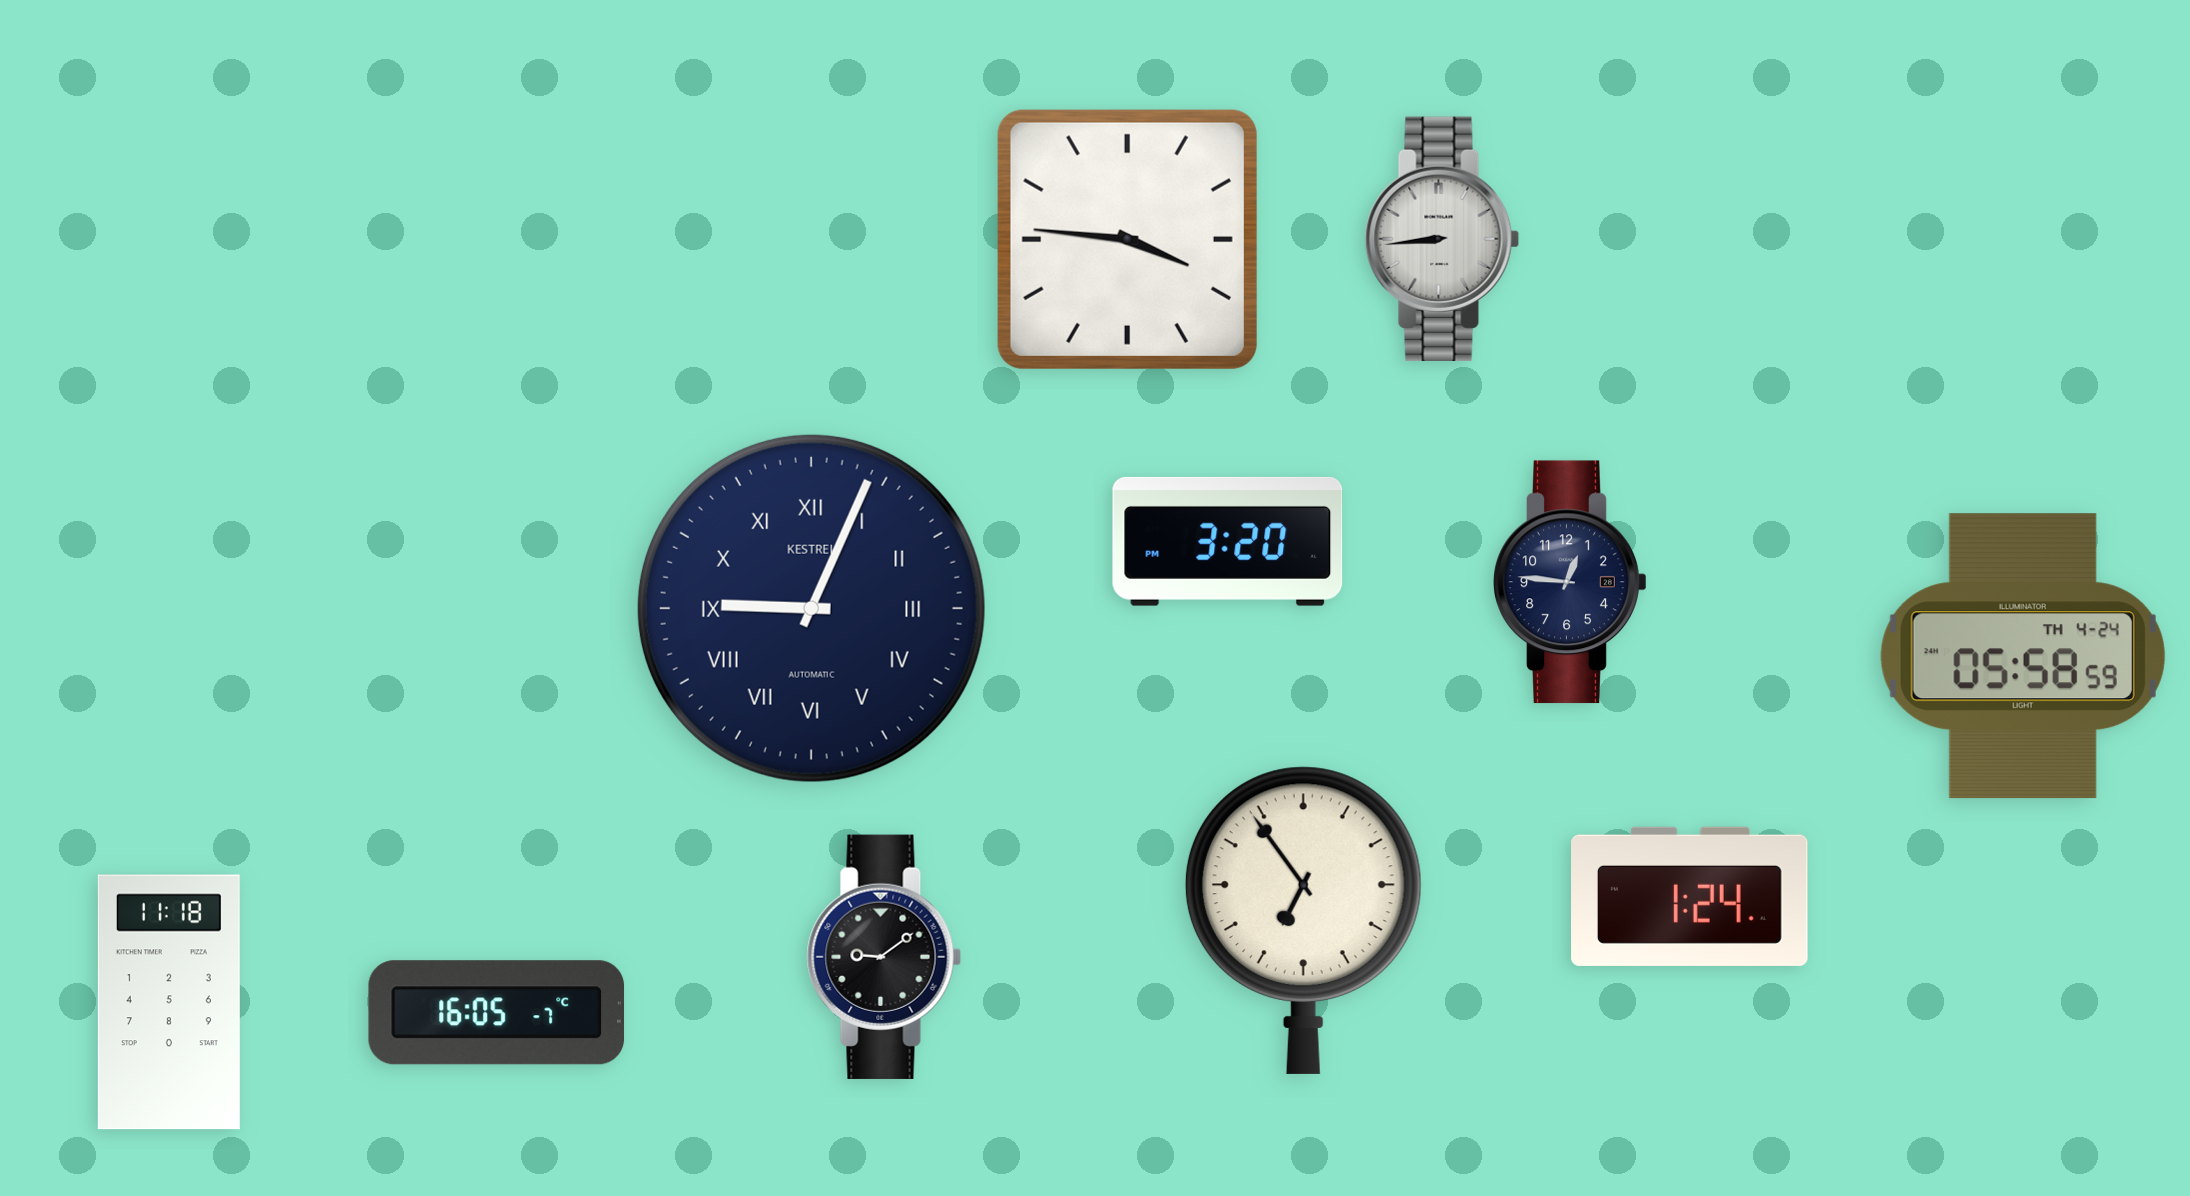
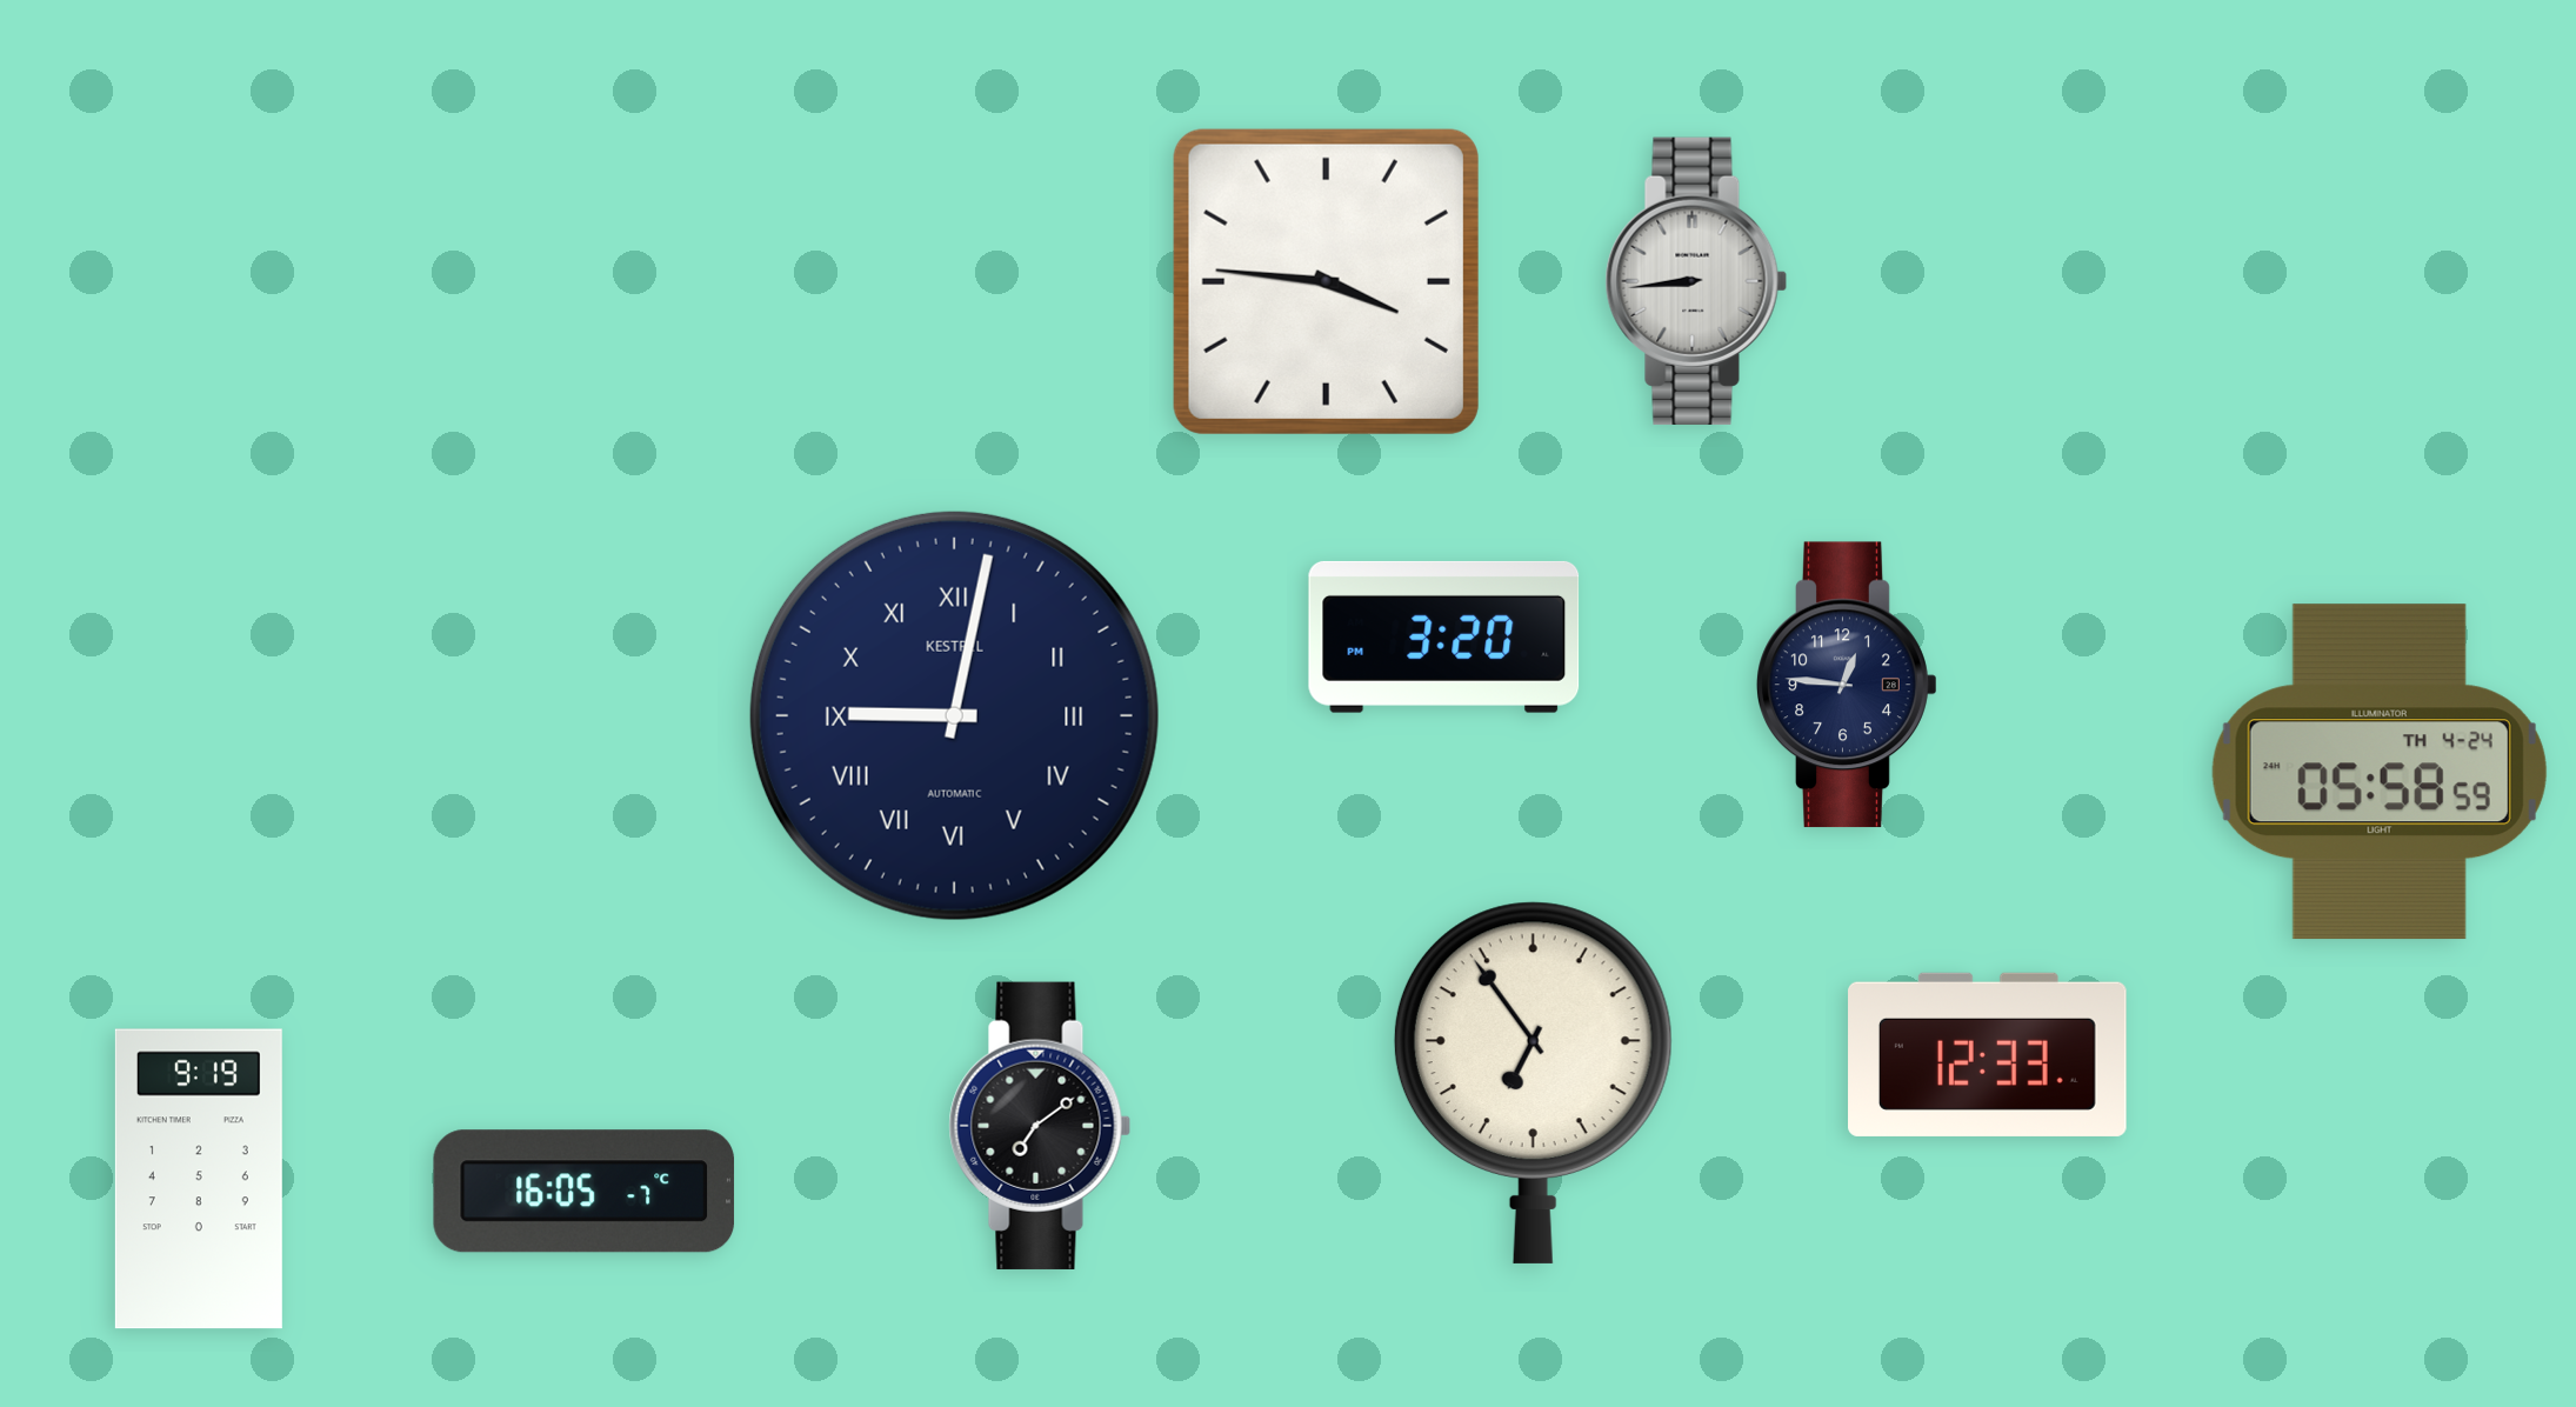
clock at (811, 608): 9:04 -> 9:02
clock at (1690, 896): 1:24 -> 12:33
clock at (884, 957): 9:09 -> 7:09
clock at (169, 1002): 11:18 -> 9:19
